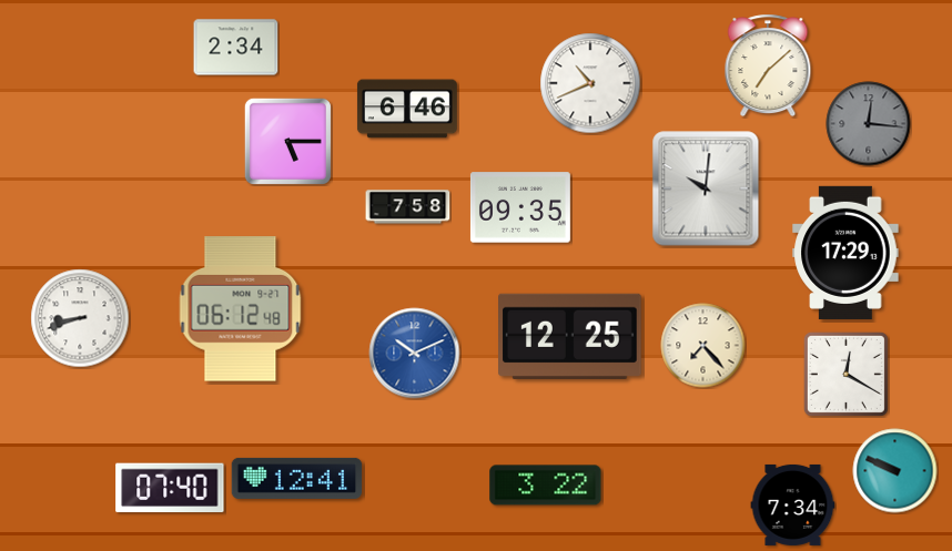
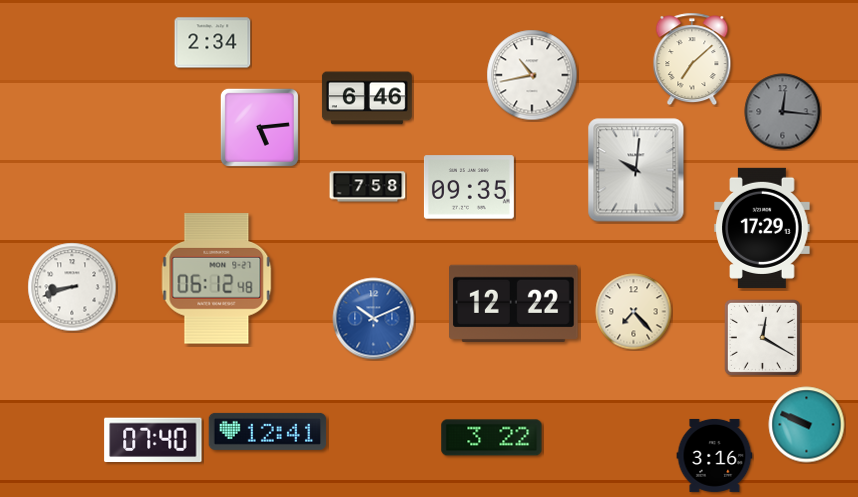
clock at (590, 83): 10:41 -> 10:43
clock at (287, 141): 5:15 -> 5:14
clock at (570, 336): 12:25 -> 12:22
clock at (793, 504): 7:34 -> 3:16
